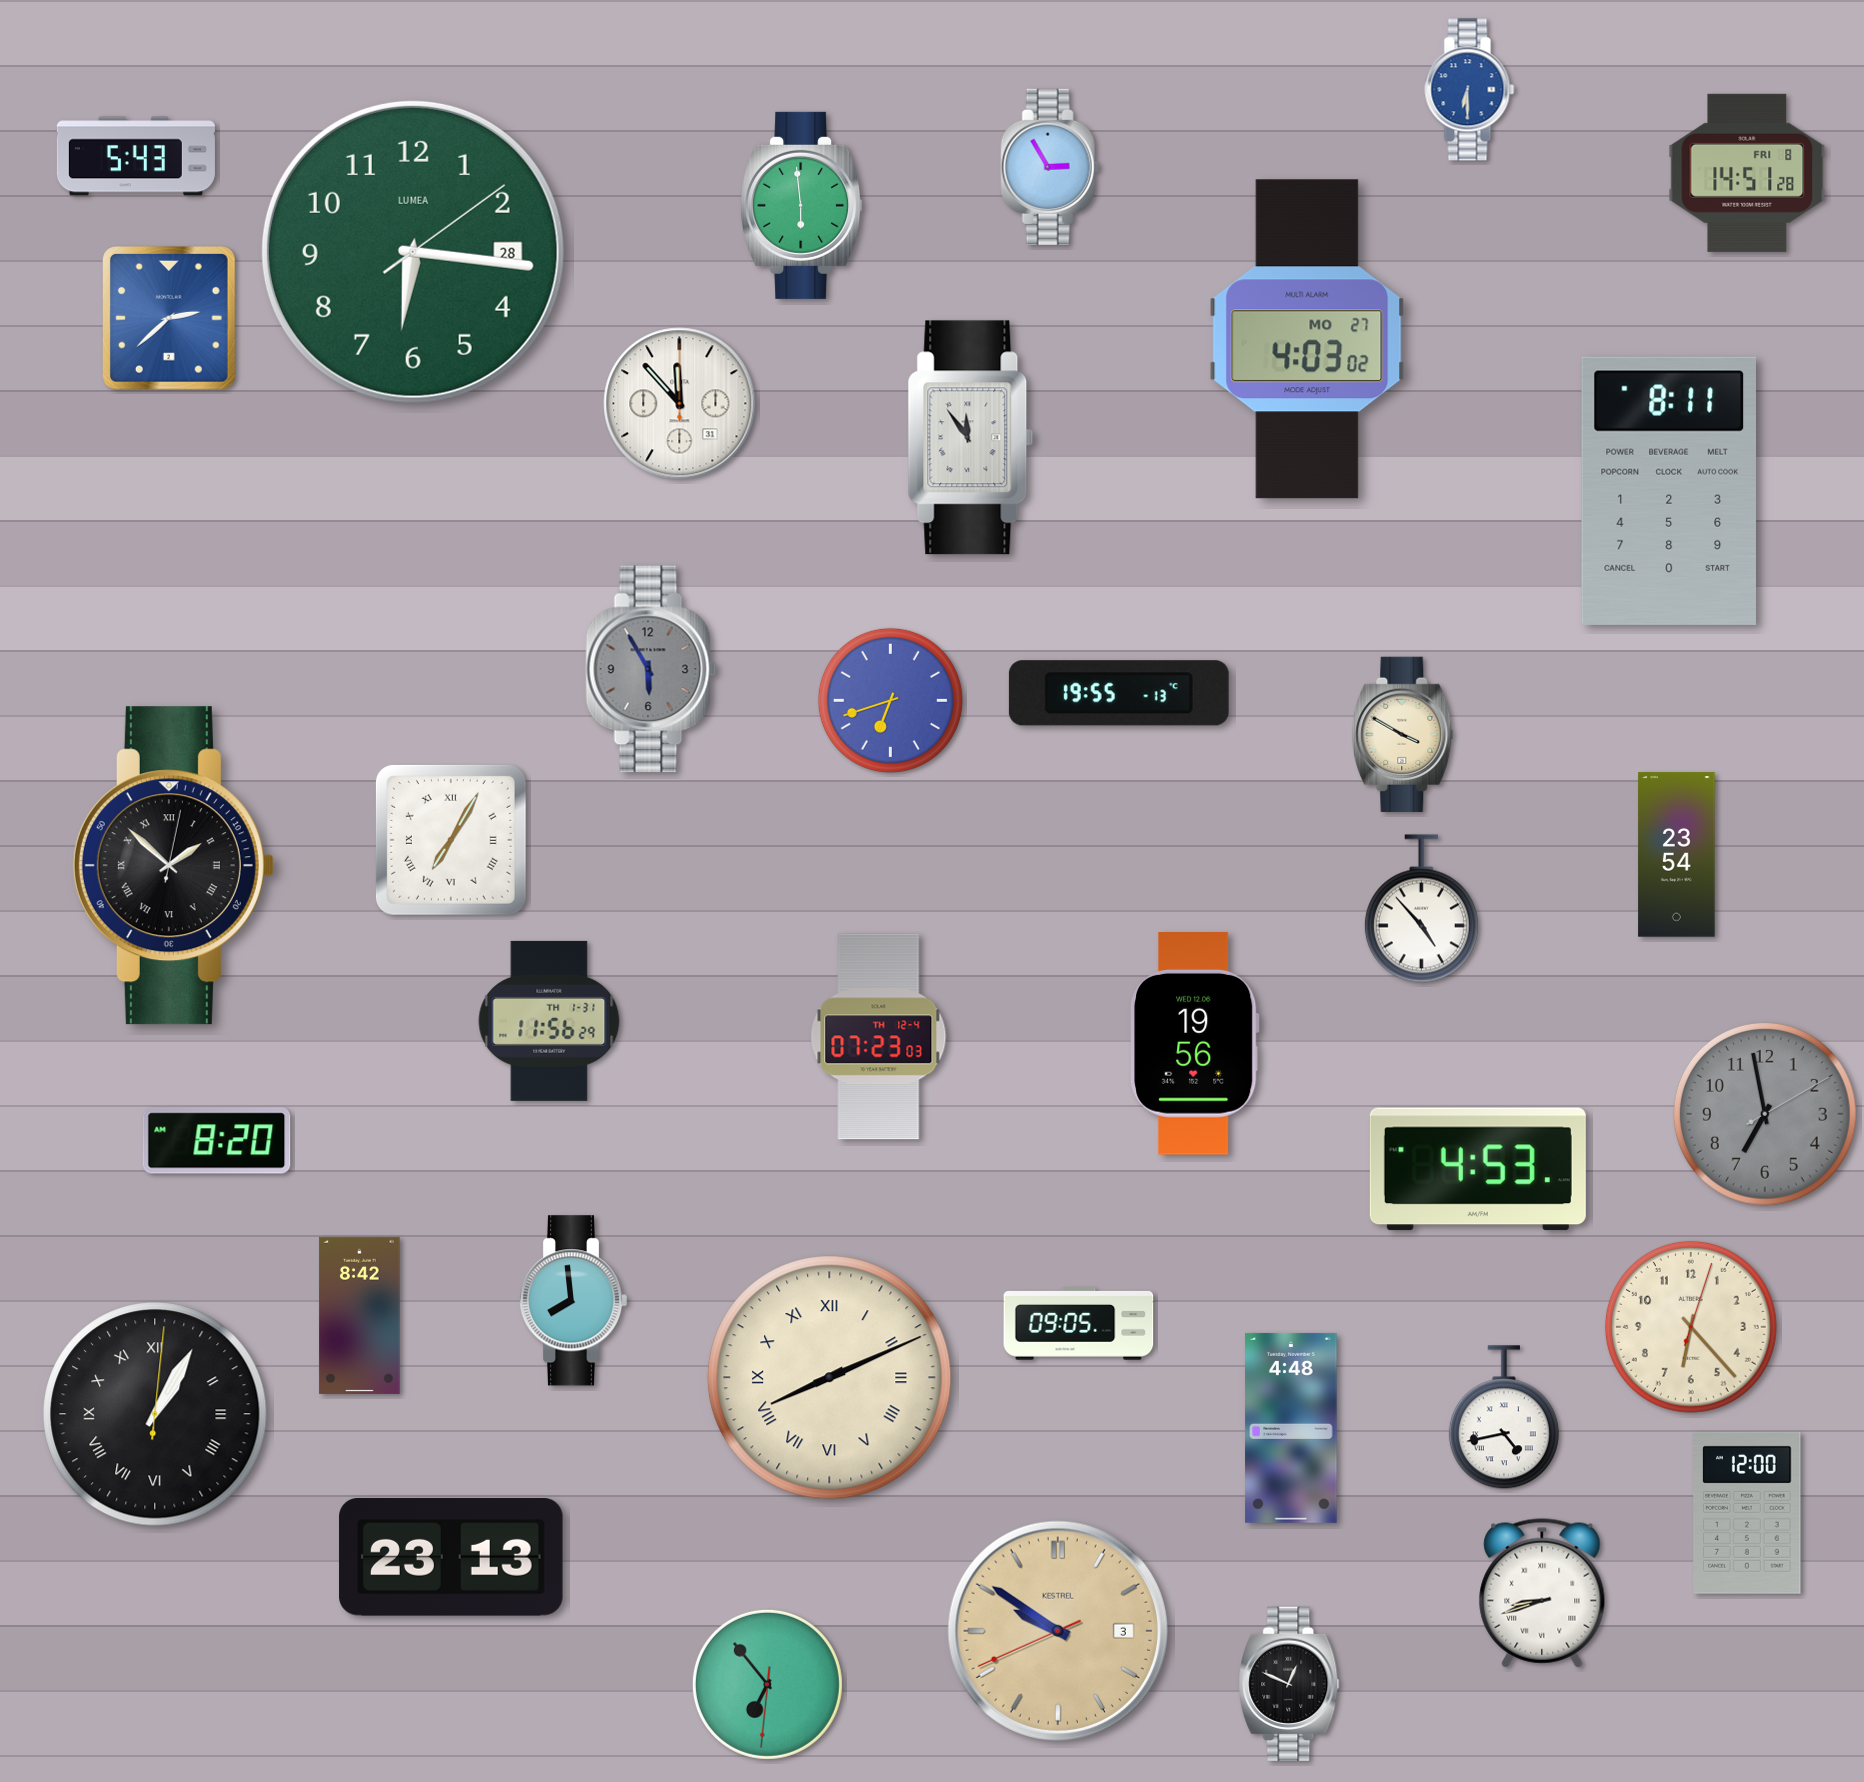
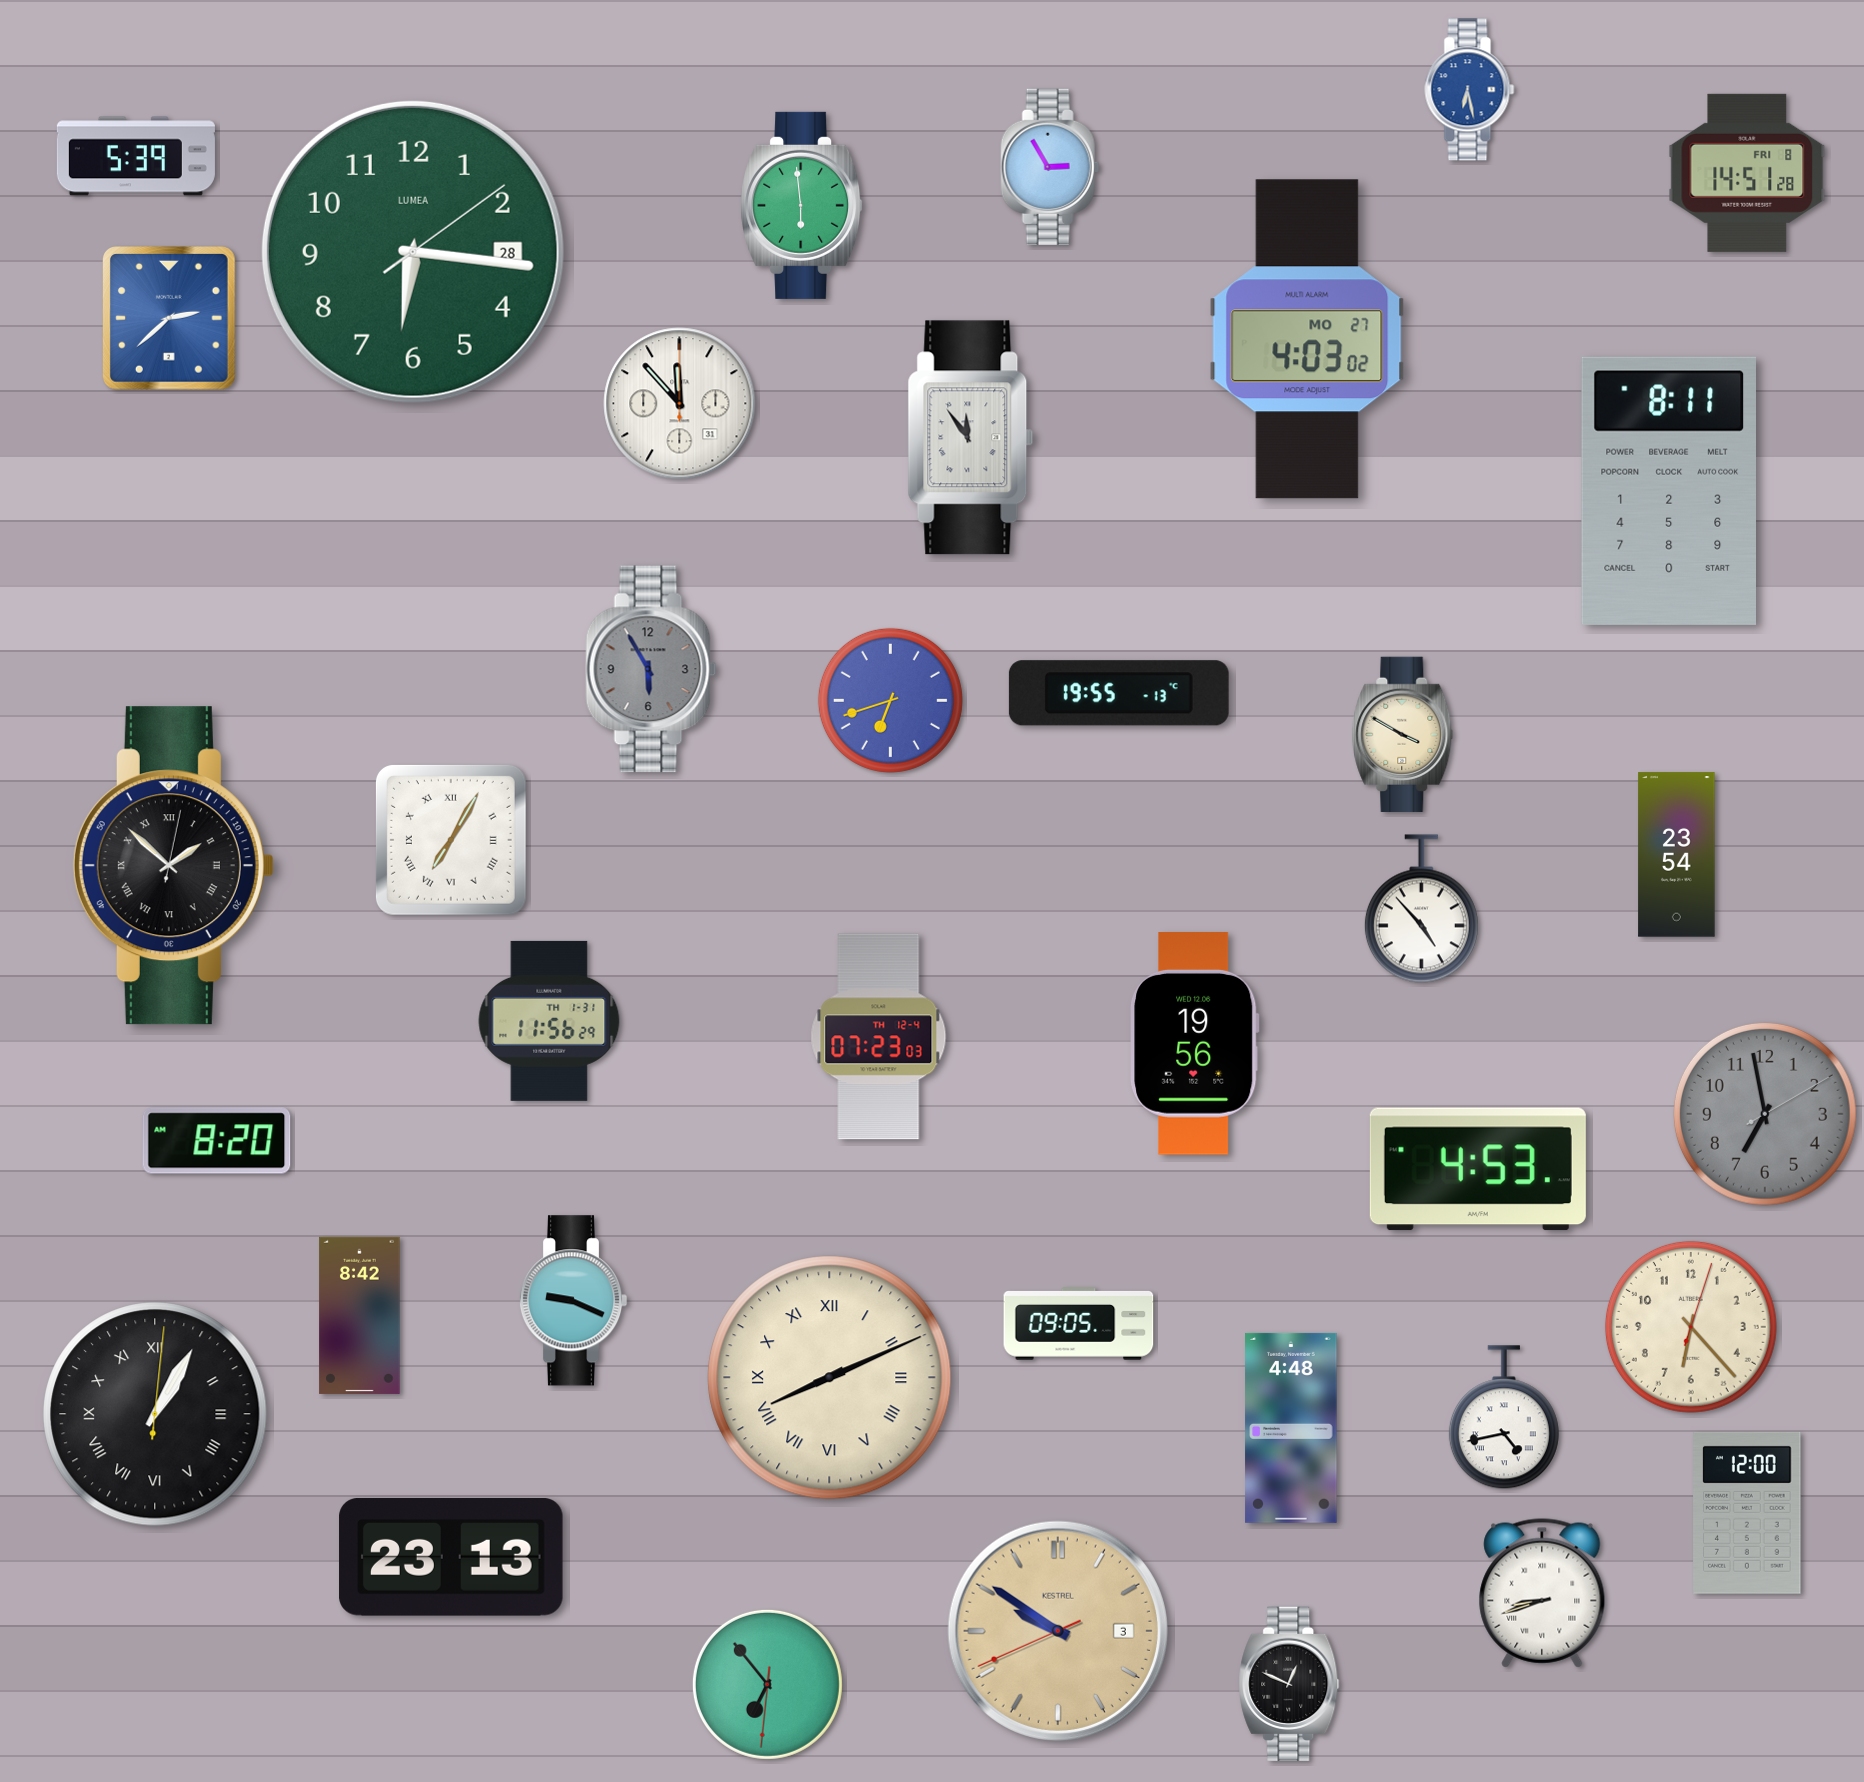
clock at (1470, 90): 6:30 -> 6:28
clock at (136, 156): 5:43 -> 5:39
clock at (573, 1301): 7:59 -> 9:19
